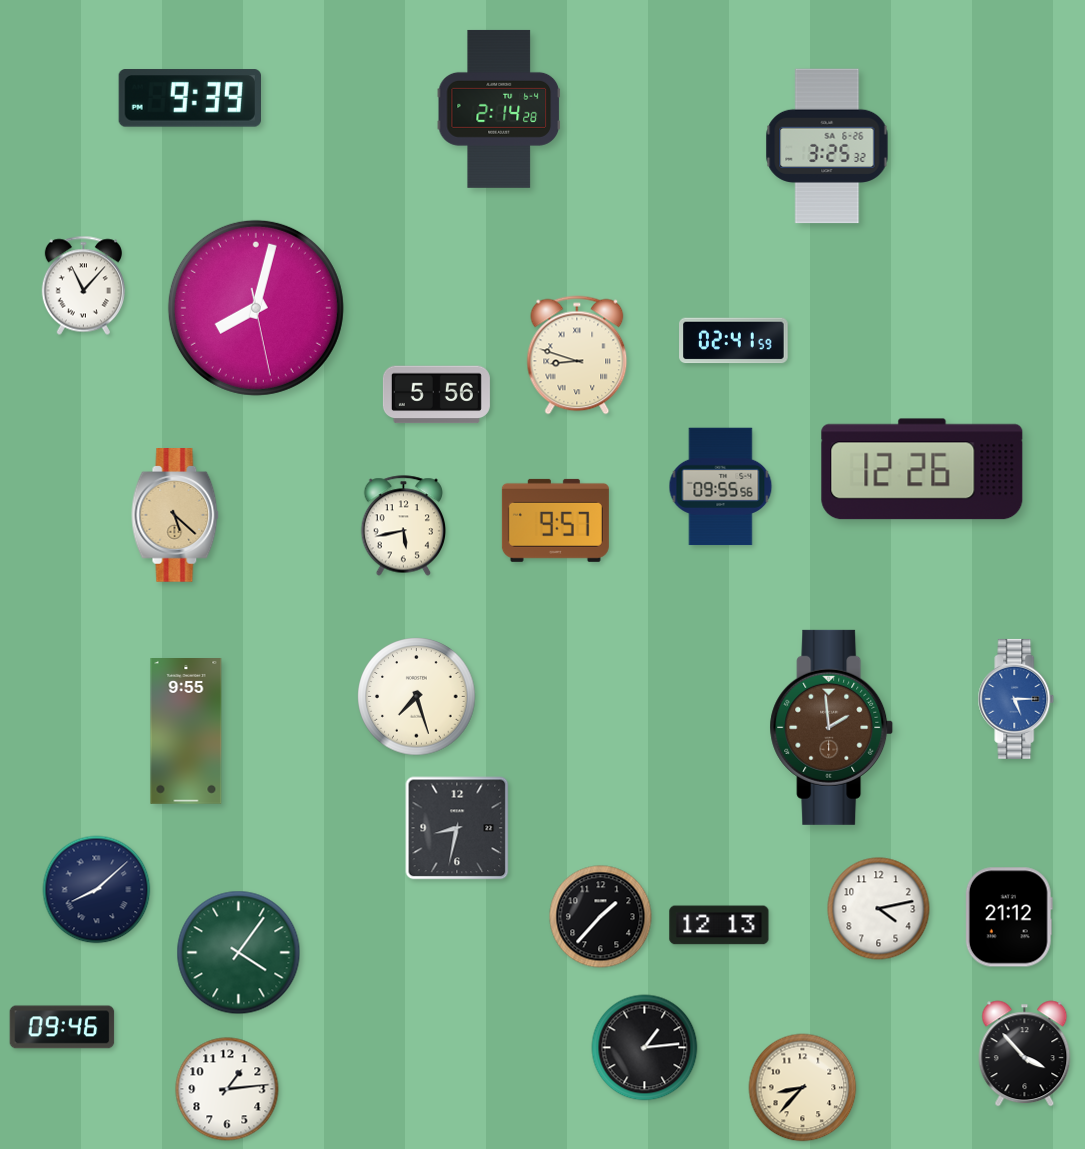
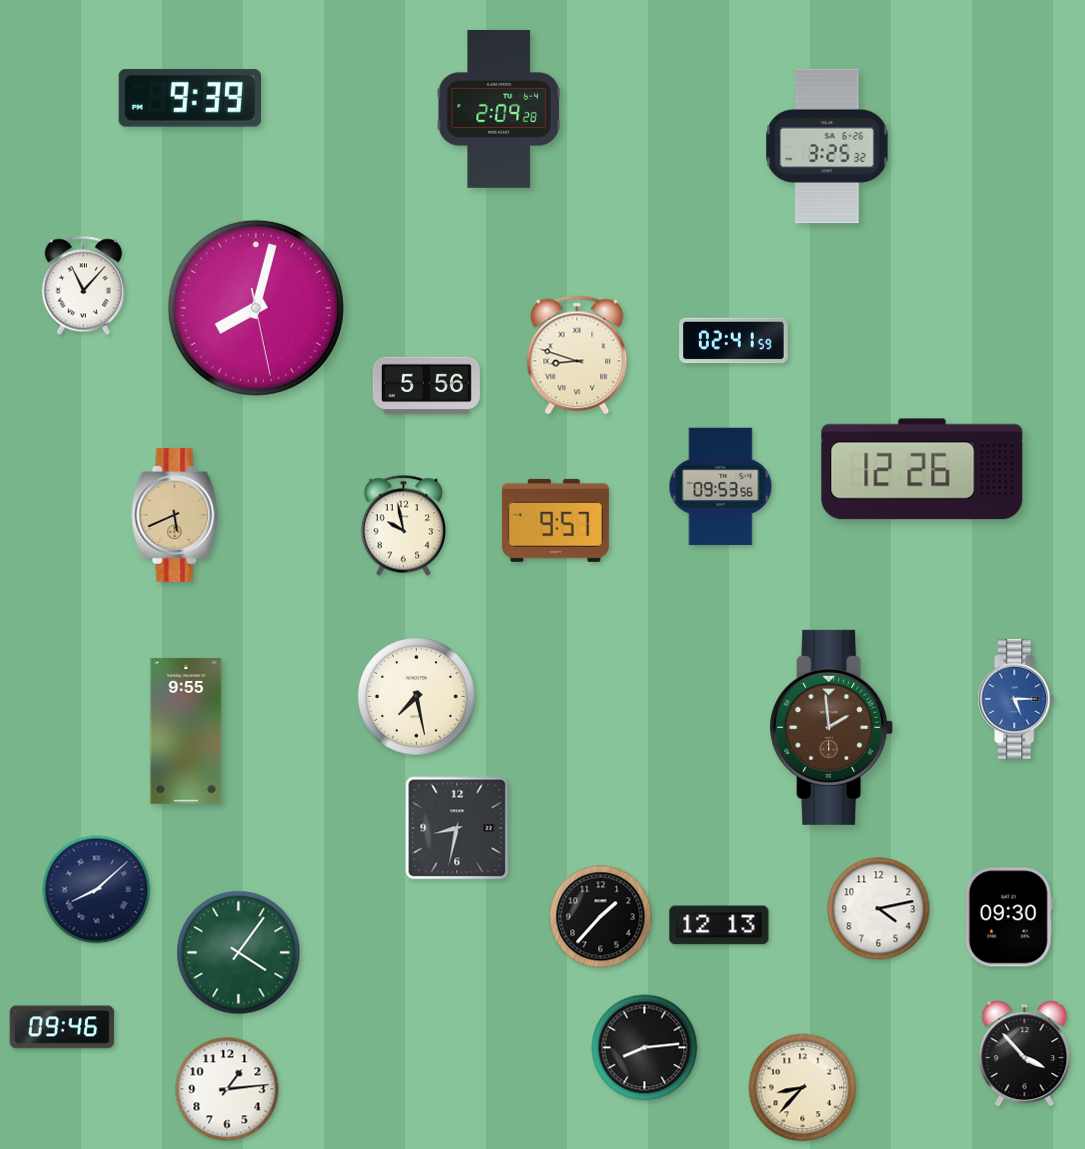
clock at (498, 109): 2:14 -> 2:09
clock at (436, 395) position: (436, 395) -> (426, 386)
clock at (721, 487): 09:55 -> 09:53
clock at (175, 516): 5:22 -> 5:41
clock at (404, 526): 5:43 -> 9:58
clock at (417, 697): 7:27 -> 7:28
clock at (1009, 917): 21:12 -> 09:30
clock at (645, 1048): 1:14 -> 8:14
